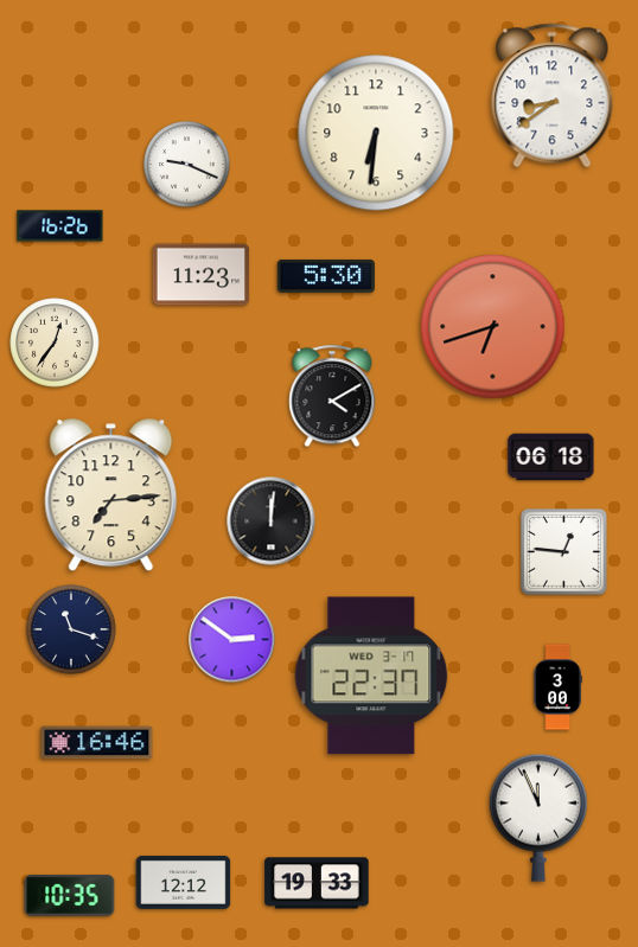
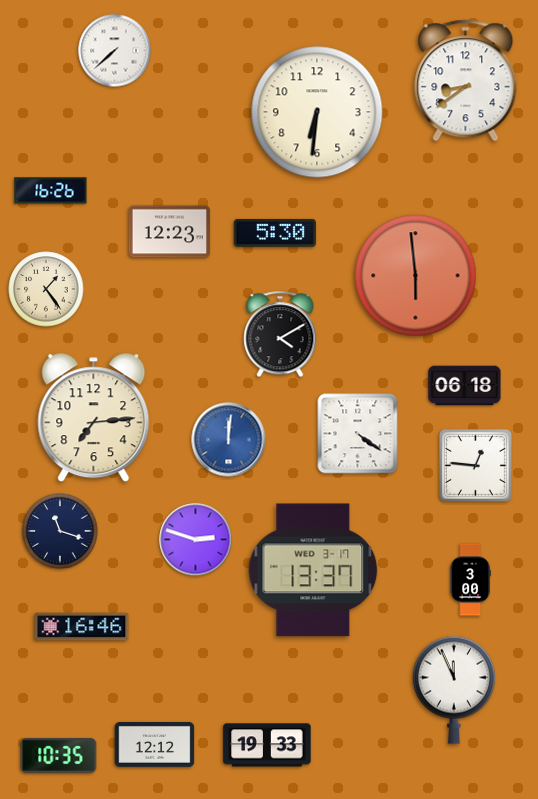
clock at (115, 51): none -> 7:38
clock at (187, 165): 9:19 -> none
clock at (202, 275): 11:23 -> 12:23
clock at (493, 327): 6:42 -> 5:59
clock at (55, 343): 12:36 -> 1:24
clock at (358, 434): none -> 4:21
clock at (272, 522) dial: black -> blue
clock at (232, 640): 2:51 -> 2:48
clock at (371, 676): 22:37 -> 13:37
